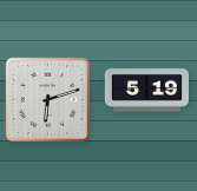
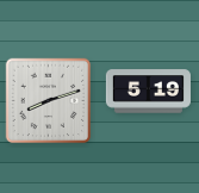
clock at (48, 100): 6:12 -> 8:12
